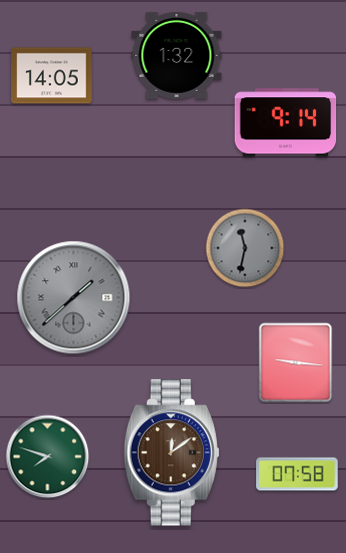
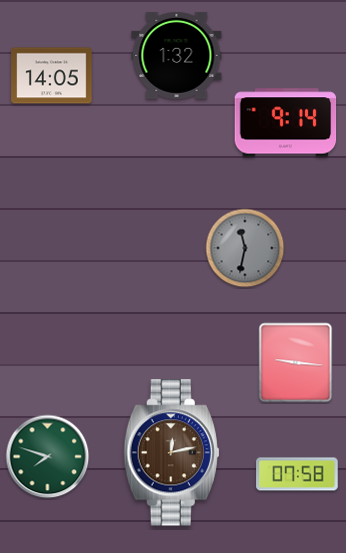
clock at (74, 298): 1:38 -> none
clock at (171, 453): 12:09 -> 12:13
